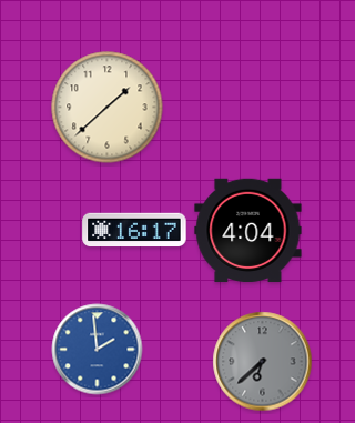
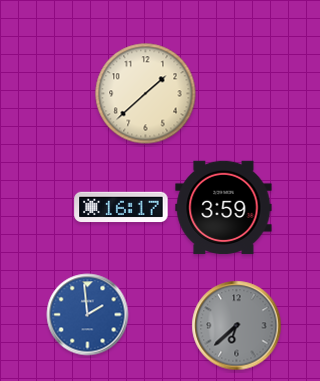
clock at (108, 108) position: (108, 108) -> (146, 94)
clock at (248, 231): 4:04 -> 3:59
